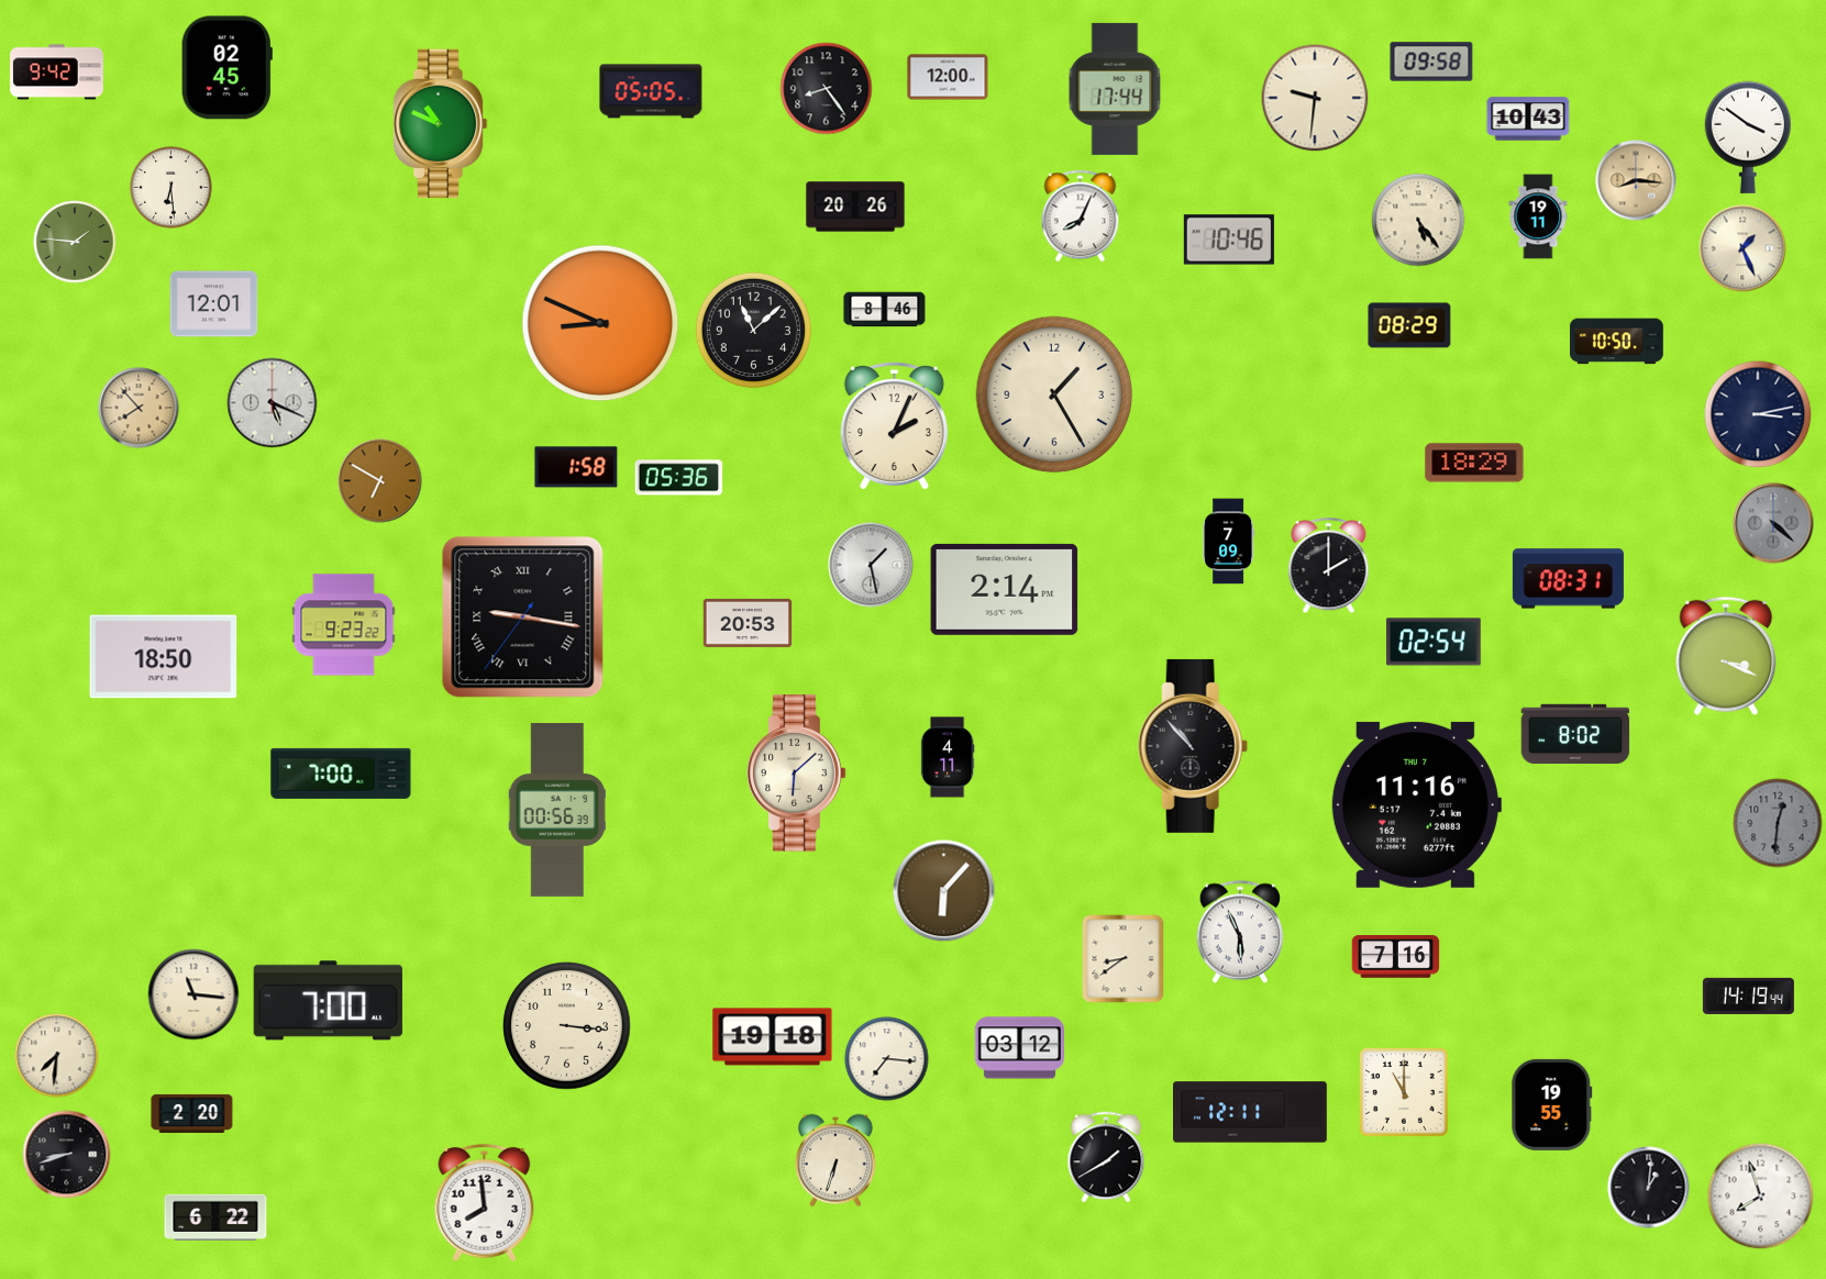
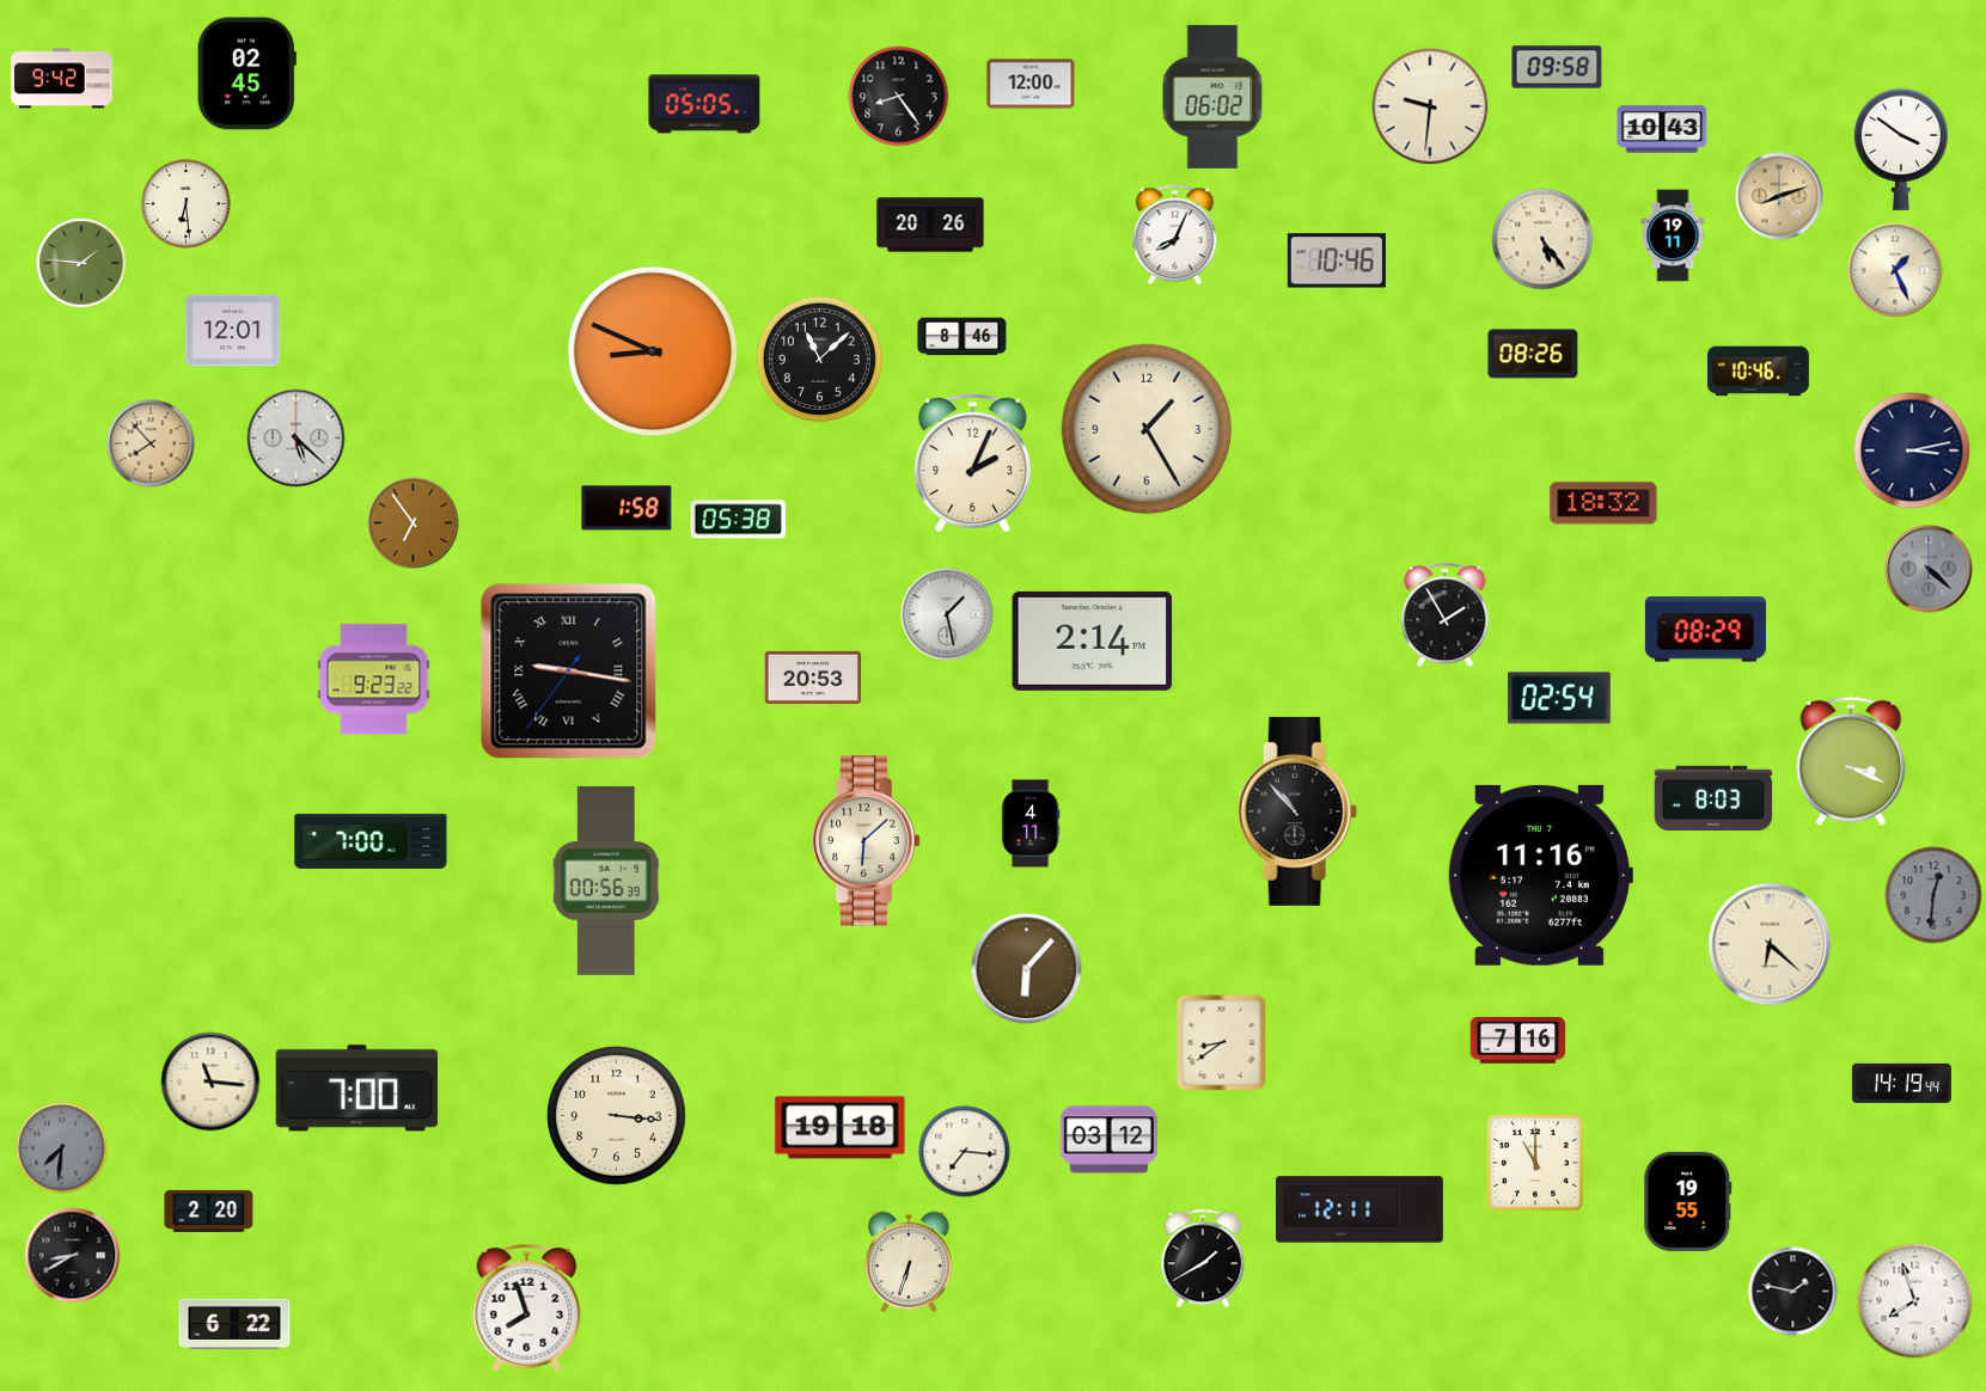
clock at (1115, 89): 17:44 -> 06:02
clock at (651, 91) position: (651, 91) -> (704, 104)
clock at (440, 124): 10:49 -> none
clock at (1636, 180): 8:16 -> 8:12
clock at (1409, 325): 08:29 -> 08:26
clock at (1617, 342): 10:50 -> 10:46
clock at (273, 403): 5:19 -> 5:22
clock at (1474, 463): 18:29 -> 18:32
clock at (679, 478): 05:36 -> 05:38
clock at (380, 481): 6:50 -> 6:54
clock at (1229, 542): 7:09 -> none
clock at (1329, 566): 2:00 -> 1:55
clock at (1568, 579): 08:31 -> 08:29
clock at (1726, 656) position: (1726, 656) -> (1851, 761)
clock at (164, 657): 18:50 -> none
clock at (1575, 733): 8:02 -> 8:03
clock at (1770, 944): none -> 6:22
clock at (1239, 932): 5:56 -> none
clock at (57, 1056) dial: cream -> grey
clock at (1404, 1092) position: (1404, 1092) -> (1535, 1163)
clock at (67, 1155): 8:42 -> 8:40
clock at (1649, 1188): 1:01 -> 1:47
clock at (485, 1203): 7:59 -> 7:57
